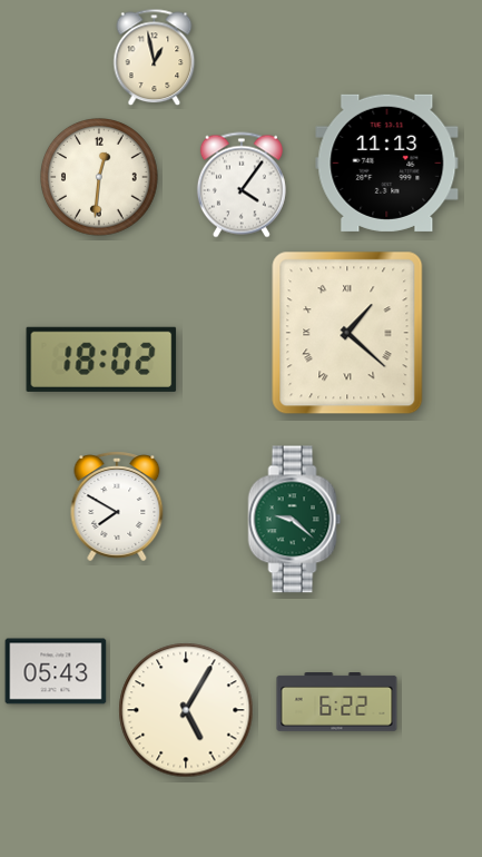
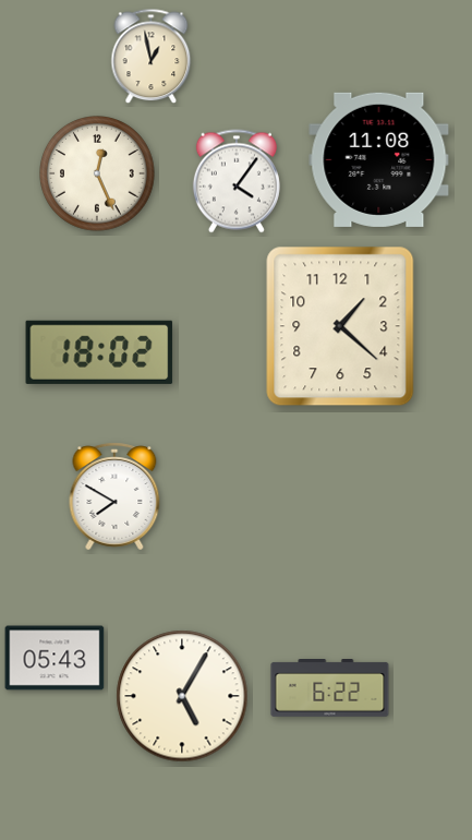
clock at (387, 162): 11:13 -> 11:08
clock at (100, 178): 12:31 -> 12:26
clock at (347, 333) numerals: Roman -> Arabic
clock at (295, 520): 9:22 -> none
